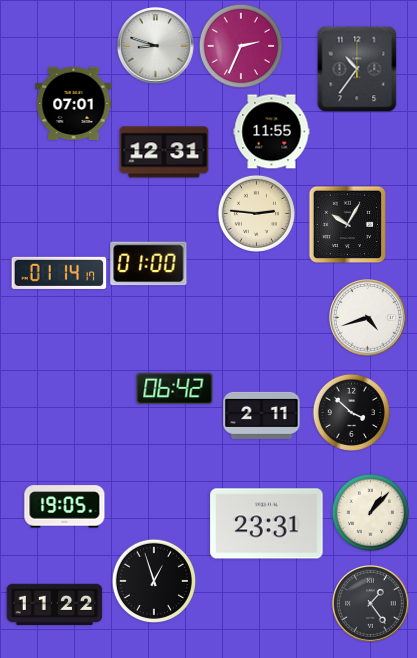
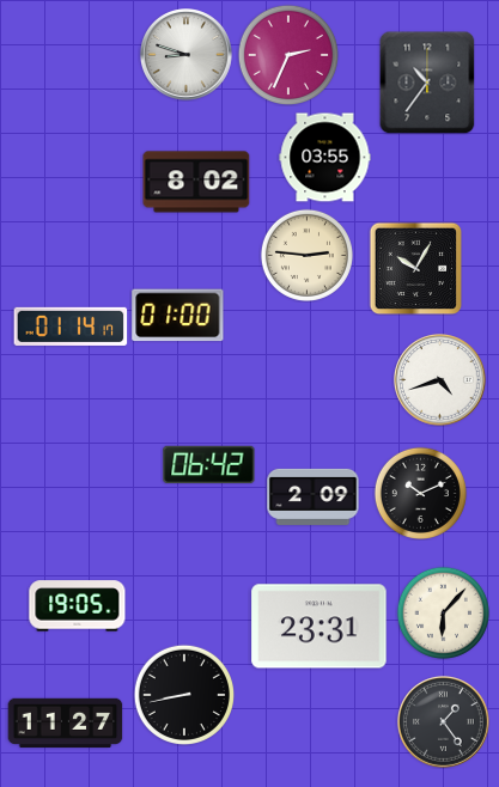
clock at (74, 103): 07:01 -> none
clock at (272, 132): 11:55 -> 03:55
clock at (164, 152): 12:31 -> 8:02
clock at (351, 412): 3:52 -> 10:11
clock at (262, 415): 2:11 -> 2:09
clock at (370, 512): 1:07 -> 6:07
clock at (153, 580): 12:57 -> 8:43
clock at (55, 605): 11:22 -> 11:27
